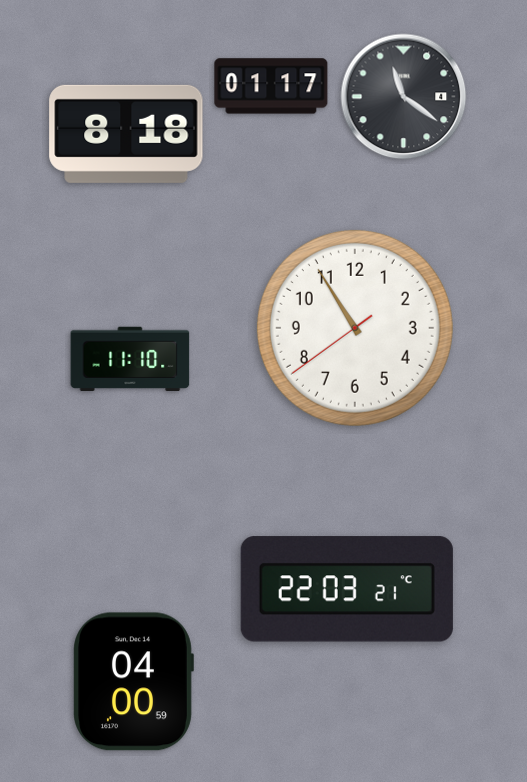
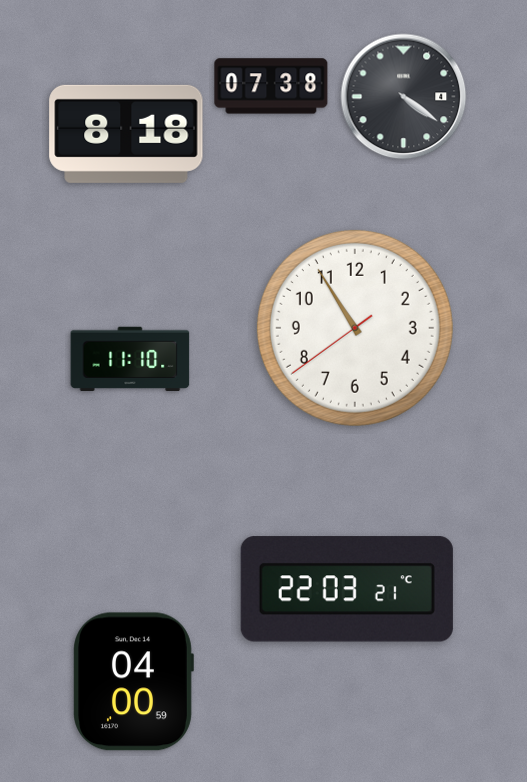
clock at (271, 86): 01:17 -> 07:38
clock at (404, 97): 11:21 -> 4:21
